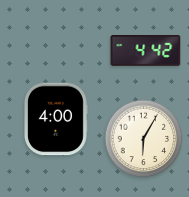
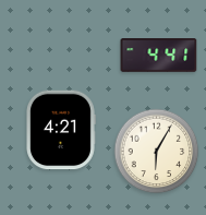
clock at (146, 51): 4:42 -> 4:41
clock at (56, 119): 4:00 -> 4:21
